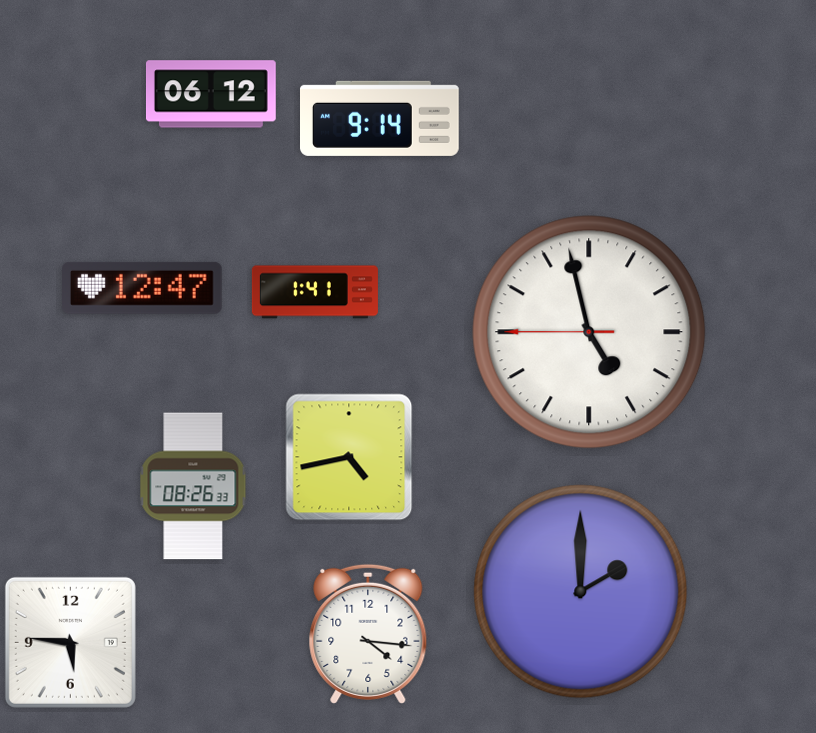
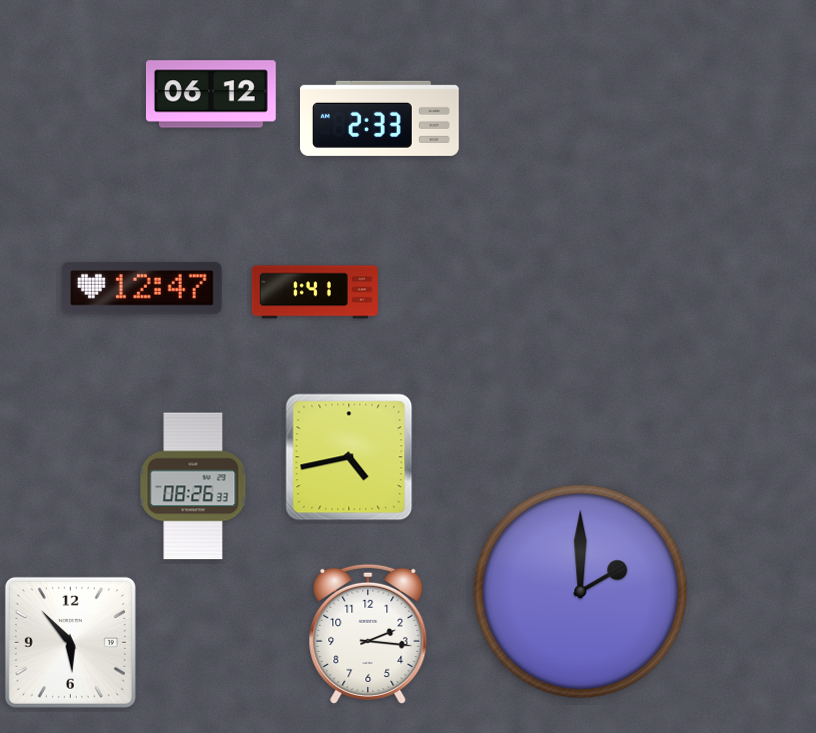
clock at (380, 118): 9:14 -> 2:33
clock at (589, 332): 4:57 -> none
clock at (368, 634): 4:16 -> 2:16
clock at (70, 642): 5:46 -> 5:53
